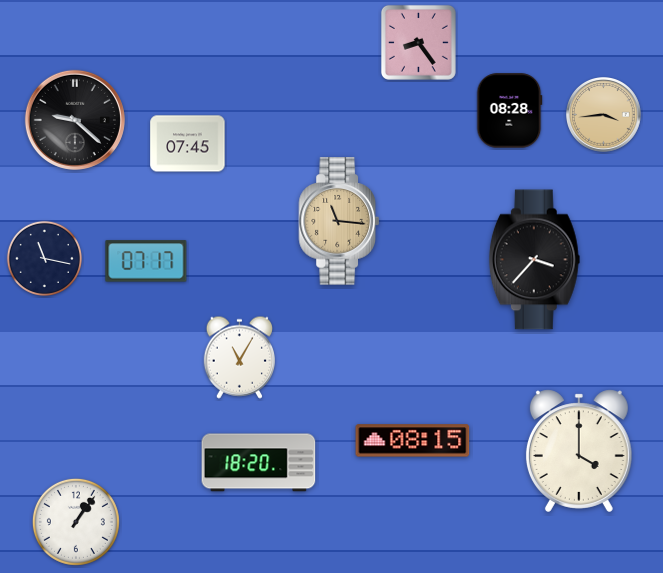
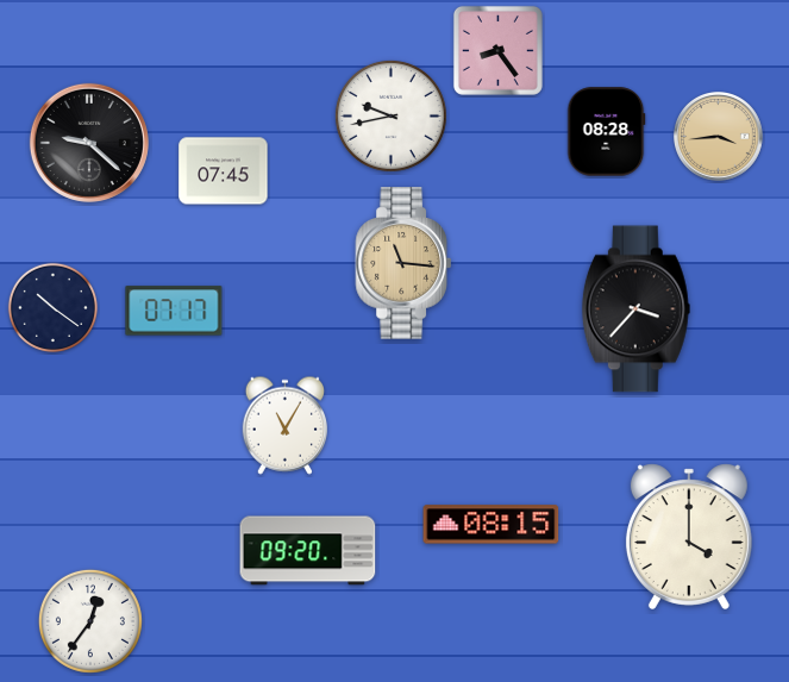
clock at (390, 115): none -> 9:43
clock at (44, 258): 11:17 -> 10:21
clock at (259, 463): 18:20 -> 09:20
clock at (76, 522): 1:06 -> 12:36
